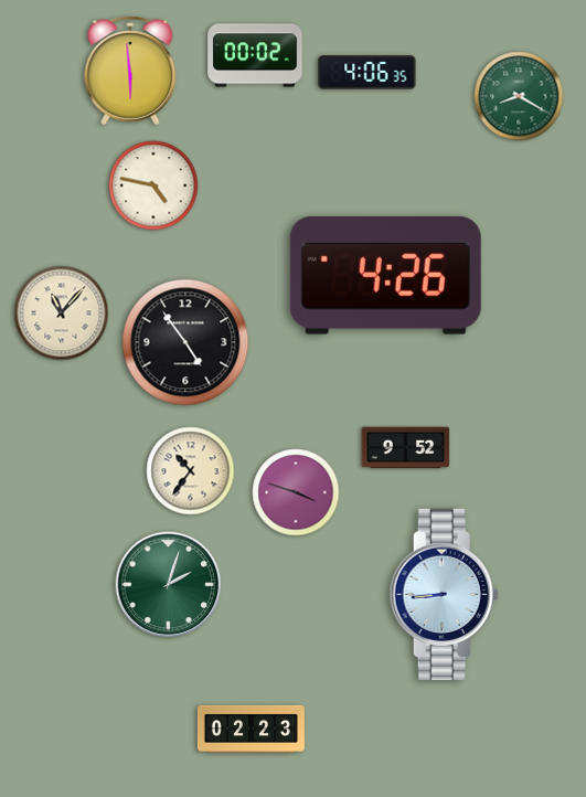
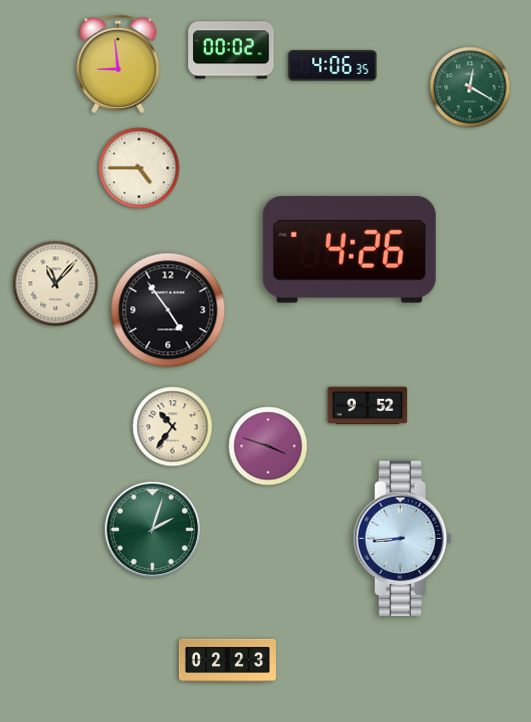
clock at (130, 71): 5:59 -> 8:59
clock at (519, 96): 8:20 -> 12:20
clock at (153, 185): 4:47 -> 4:45
